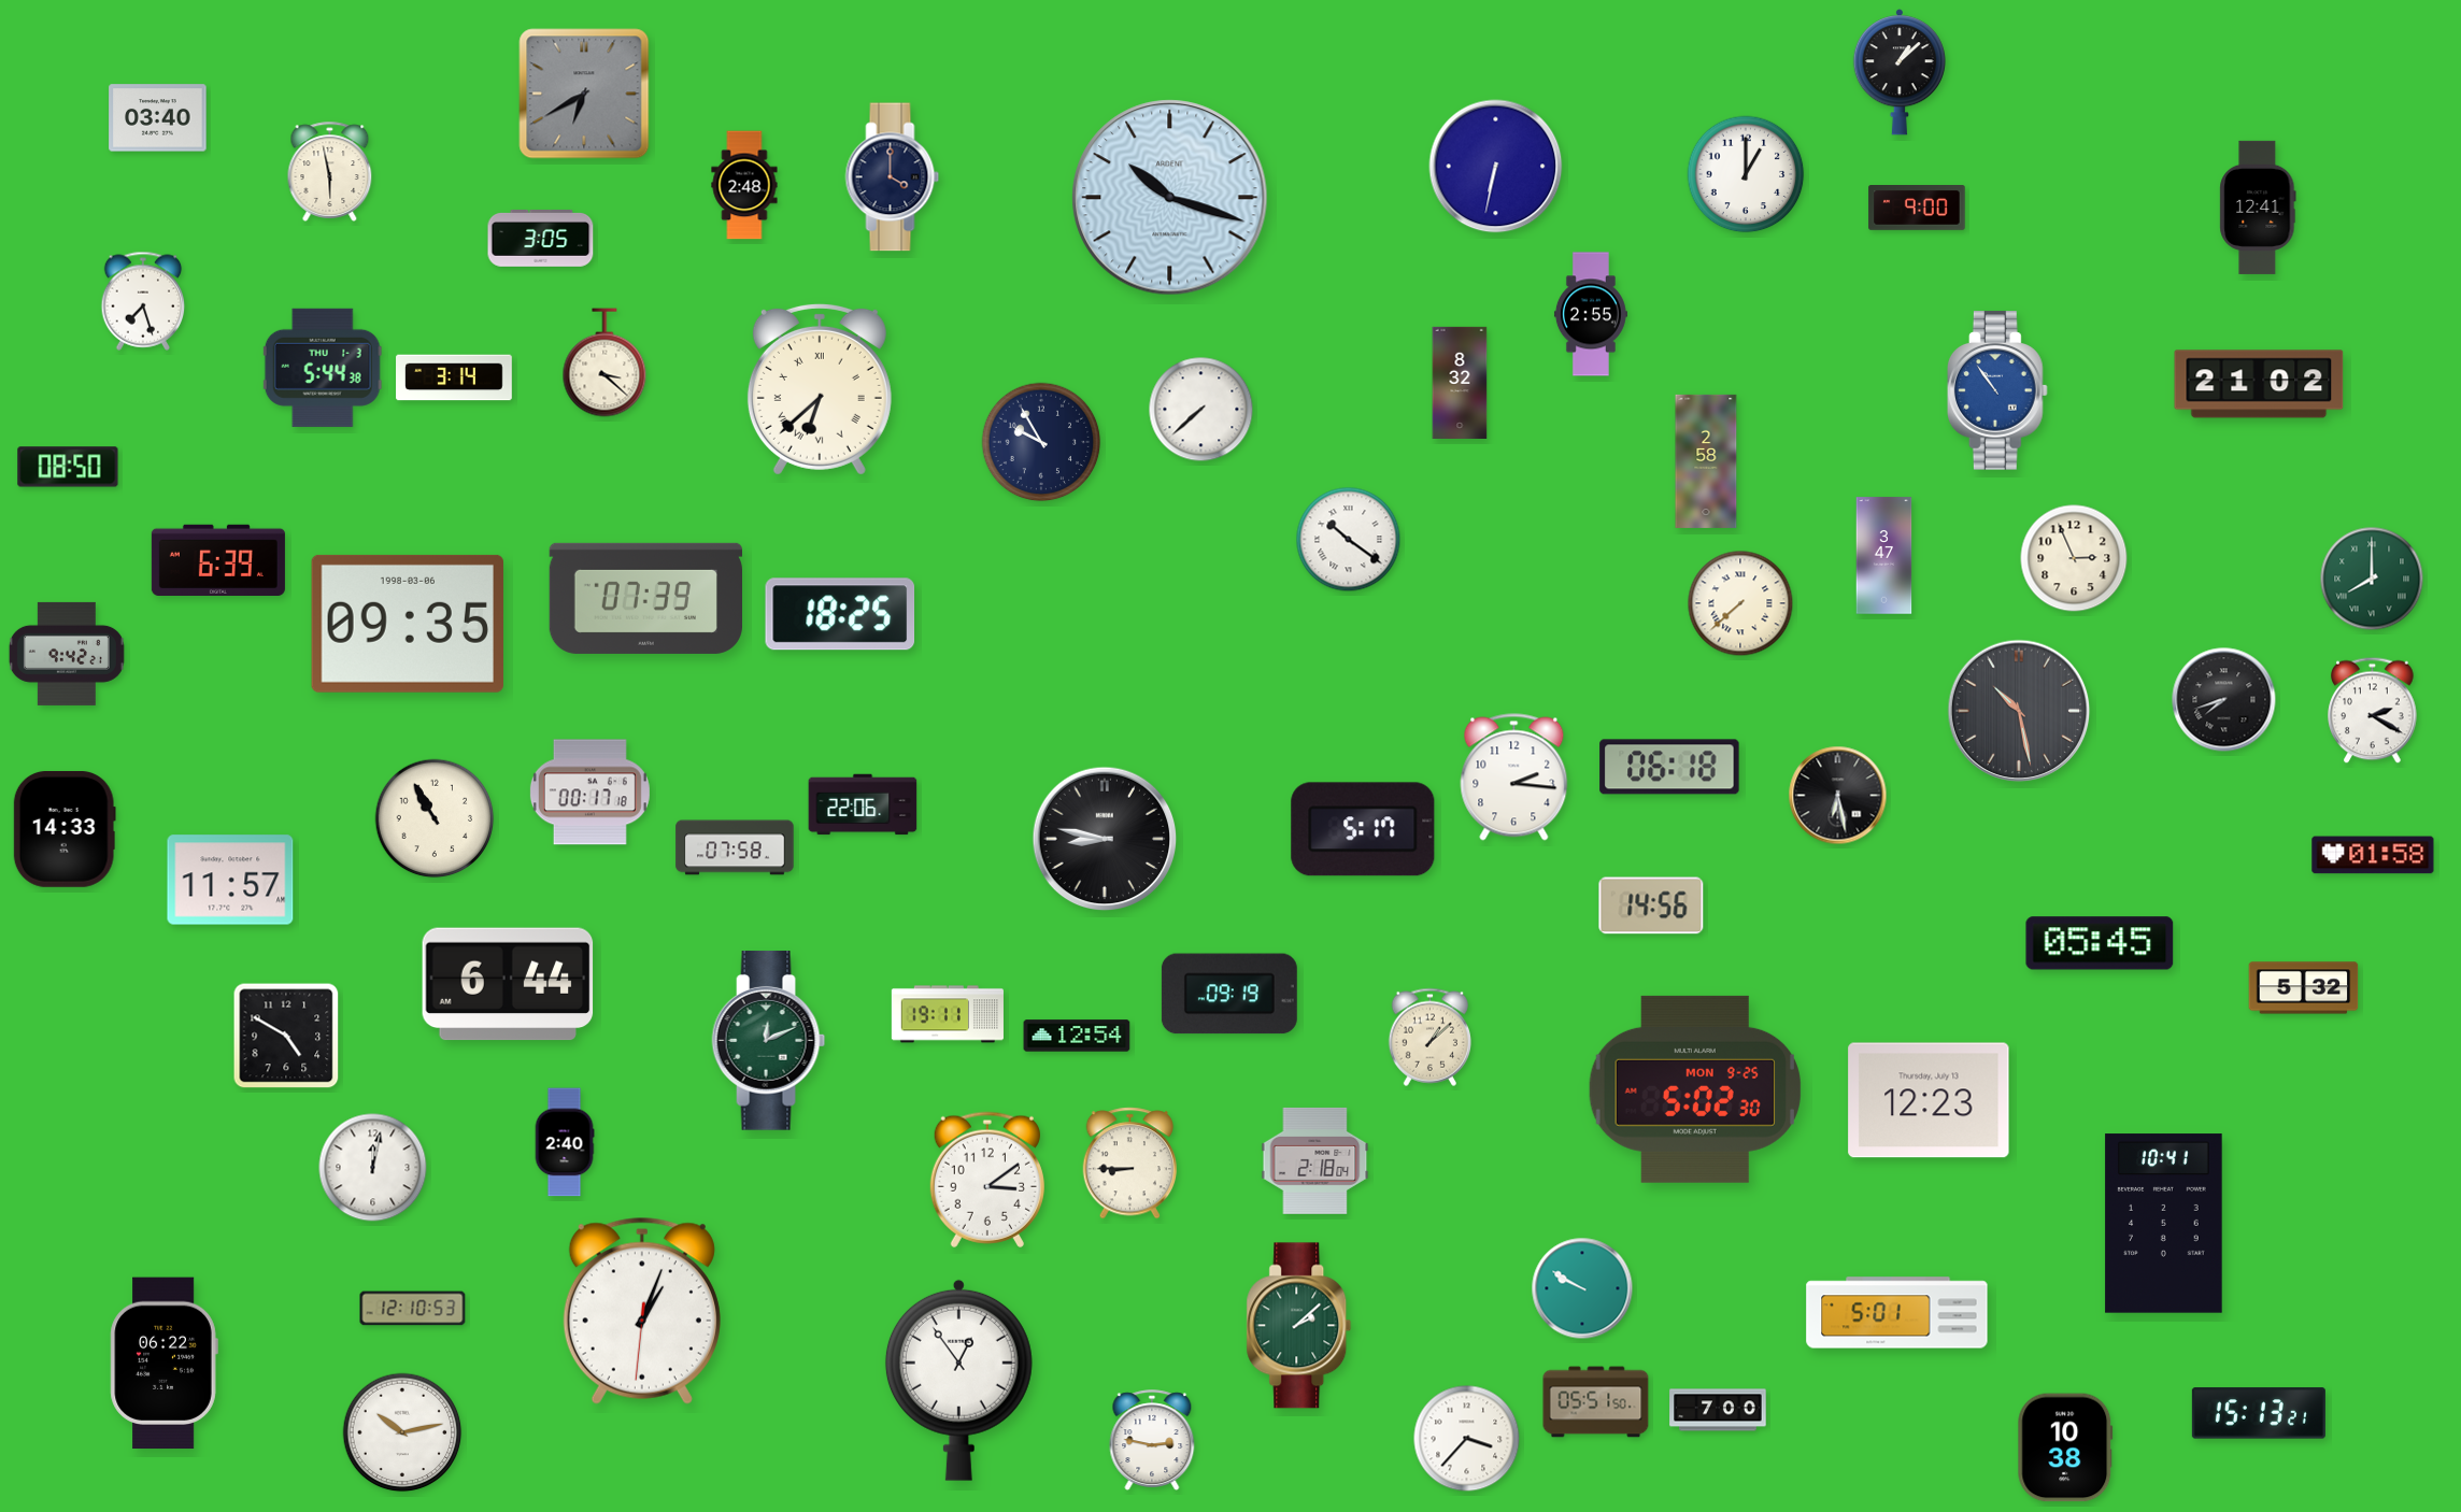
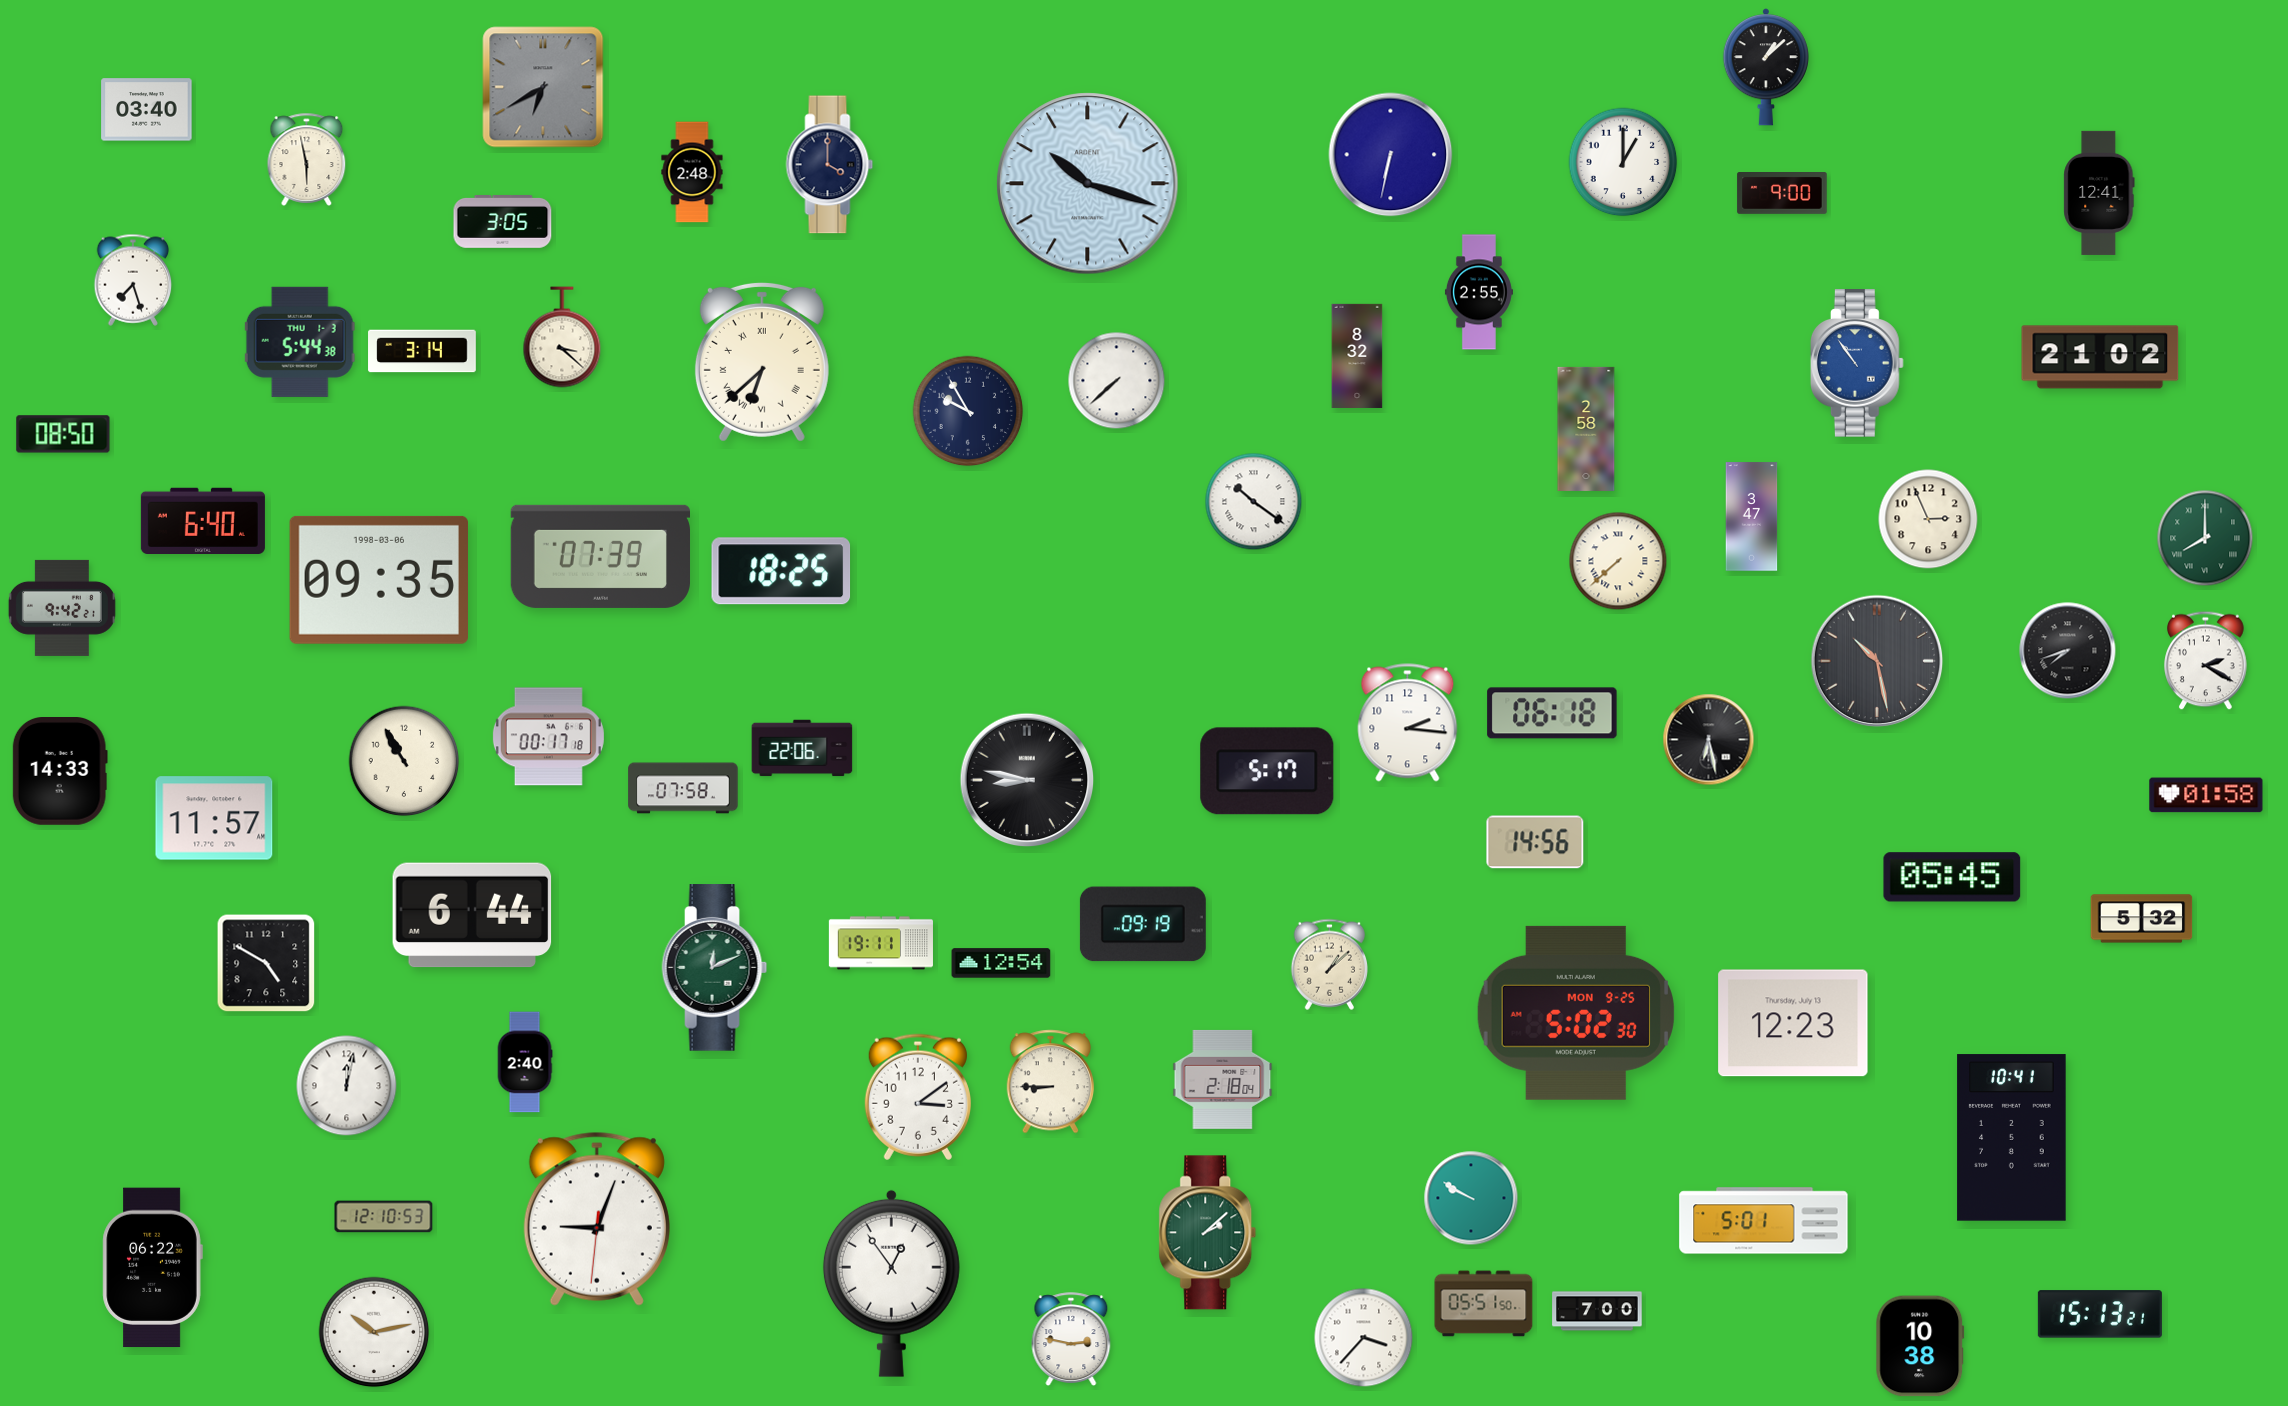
clock at (218, 559): 6:39 -> 6:40
clock at (642, 1311): 1:03 -> 9:03
